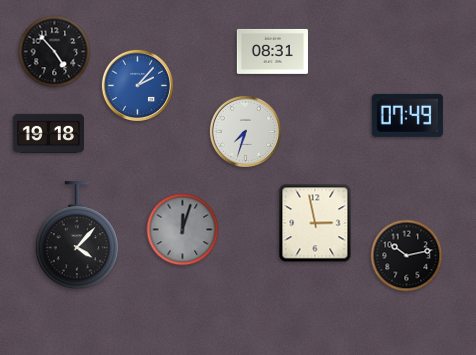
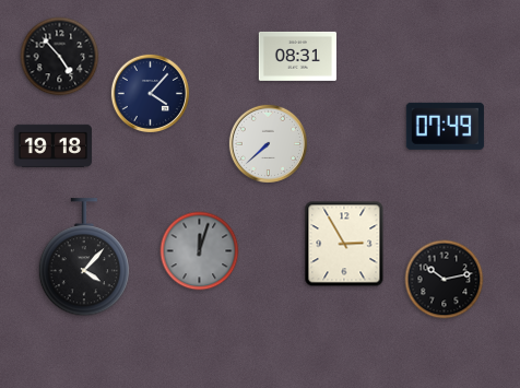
clock at (137, 85): 2:07 -> 4:07
clock at (137, 85) dial: blue -> navy
clock at (245, 131): 7:33 -> 7:38
clock at (315, 223): 2:58 -> 2:55
